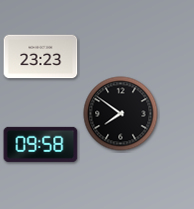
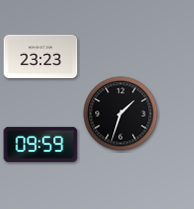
clock at (121, 114): 7:51 -> 1:33
clock at (41, 144): 09:58 -> 09:59
